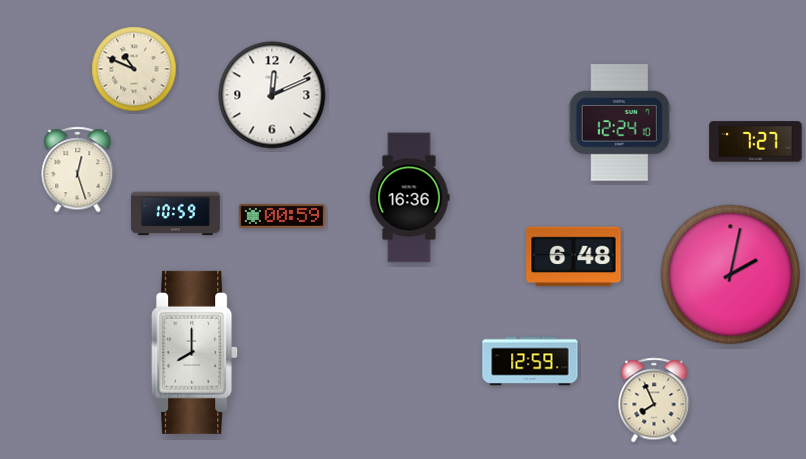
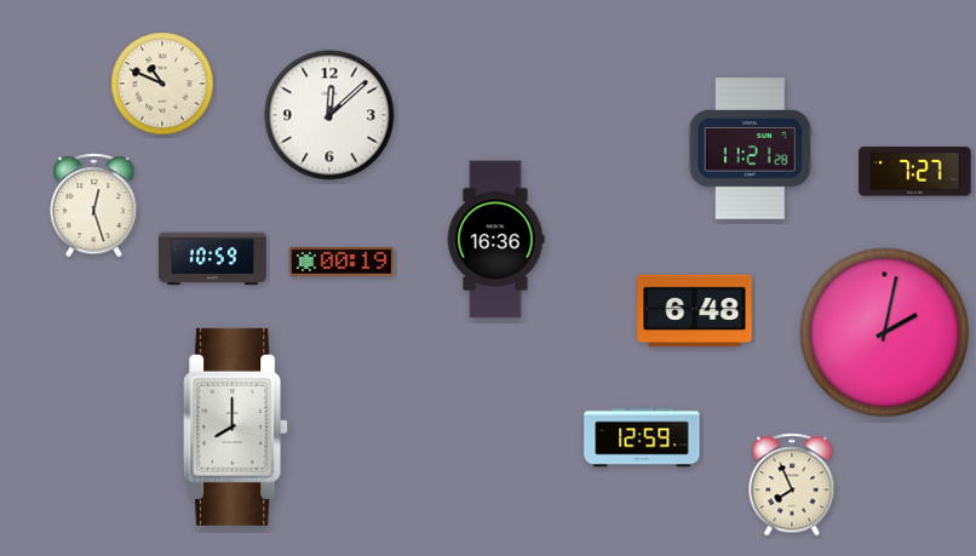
clock at (272, 95): 12:11 -> 12:08
clock at (619, 123): 12:24 -> 11:21
clock at (282, 216): 00:59 -> 00:19
